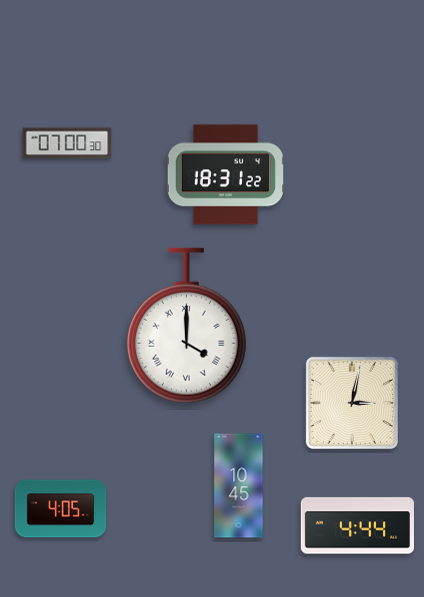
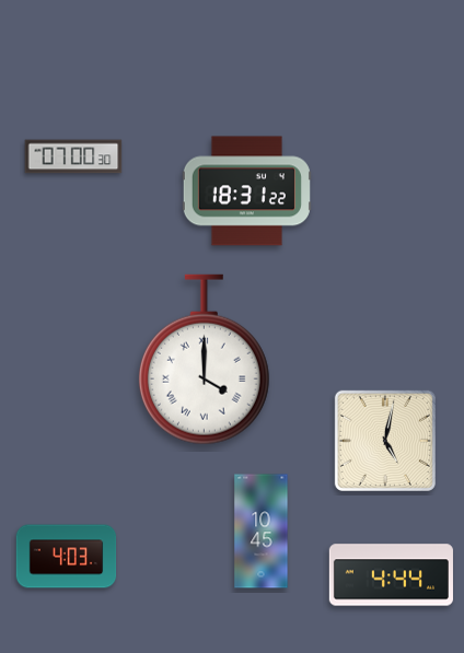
clock at (186, 326) position: (186, 326) -> (204, 360)
clock at (352, 403): 3:02 -> 5:02
clock at (61, 509): 4:05 -> 4:03
